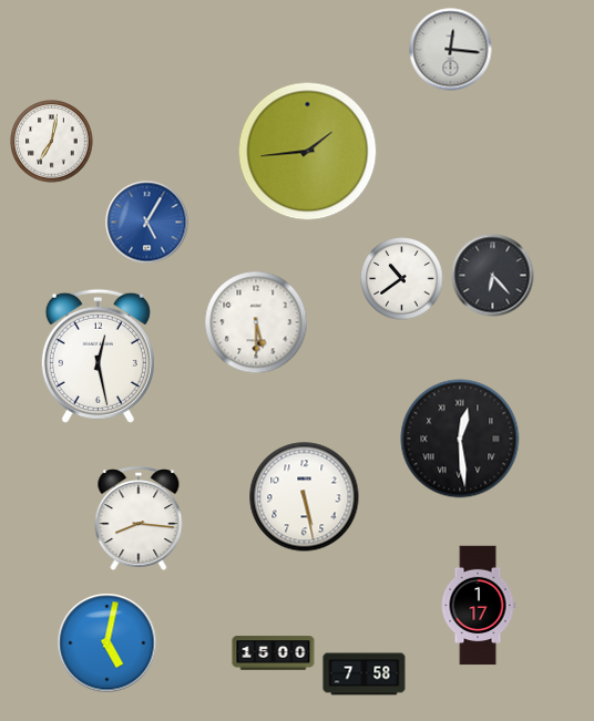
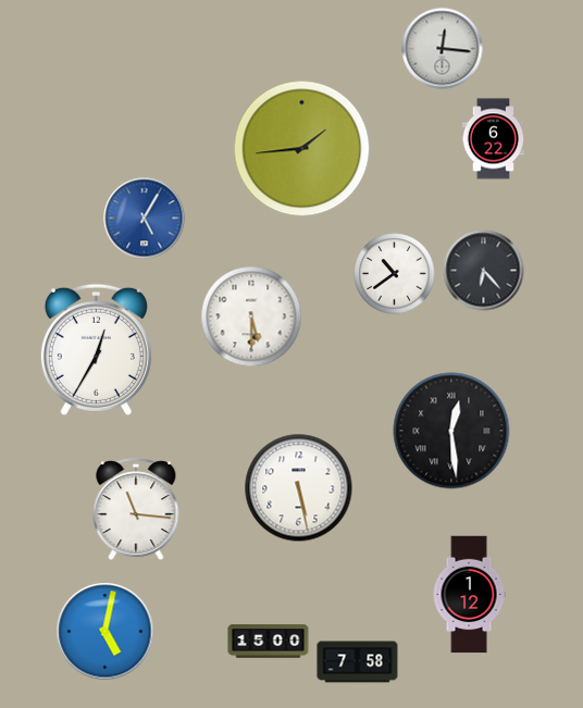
clock at (52, 142): 7:02 -> none
clock at (493, 139): none -> 6:22
clock at (98, 356): 12:28 -> 12:35
clock at (139, 519): 8:16 -> 11:16
clock at (478, 606): 1:17 -> 1:12
